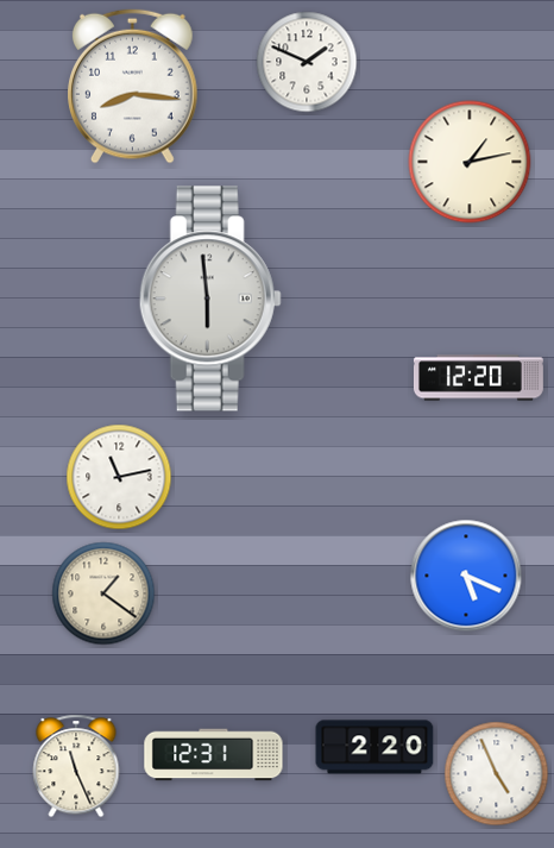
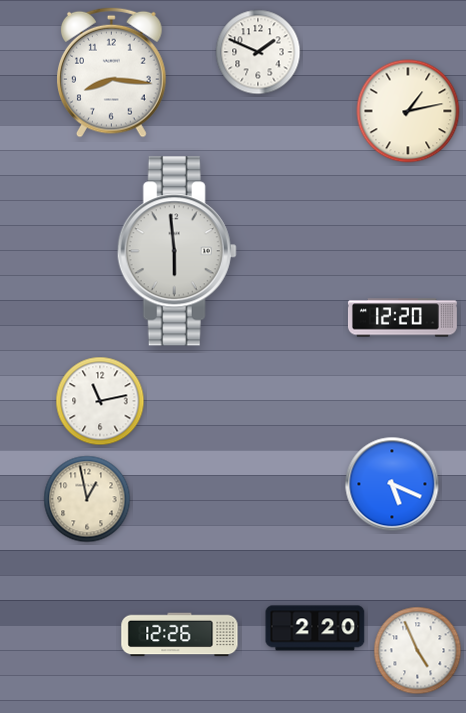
clock at (470, 162) position: (470, 162) -> (408, 111)
clock at (103, 593): 1:21 -> 12:58
clock at (214, 755): 12:31 -> 12:26
clock at (76, 766): 11:26 -> none
